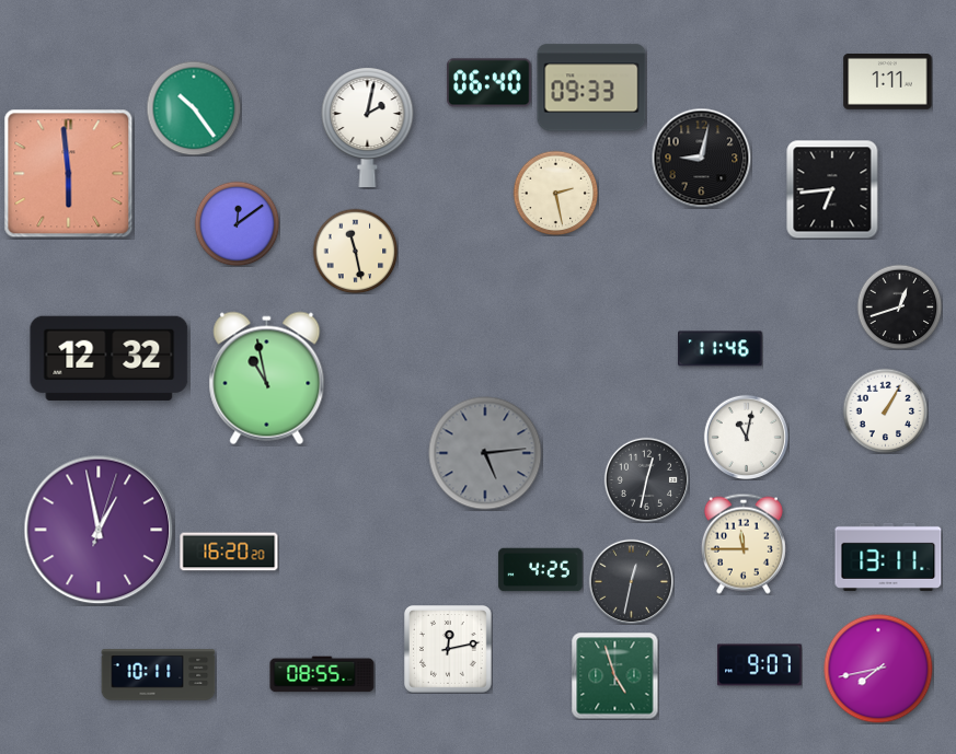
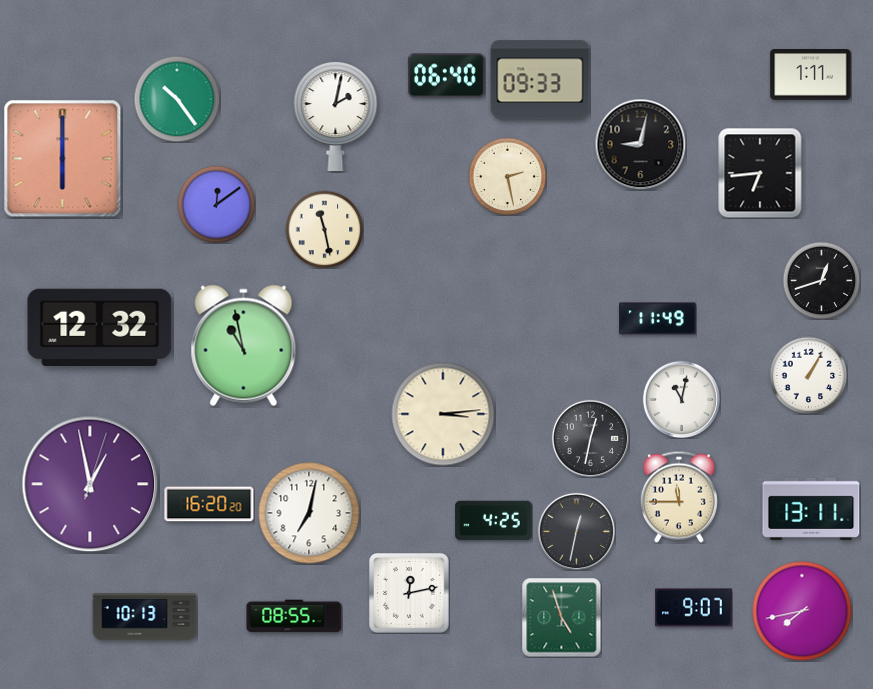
clock at (69, 174): 5:59 -> 6:00
clock at (721, 349): 11:46 -> 11:49
clock at (485, 453): 5:14 -> 3:14
clock at (485, 453) dial: grey -> cream
clock at (309, 513): none -> 7:02
clock at (159, 675): 10:11 -> 10:13
